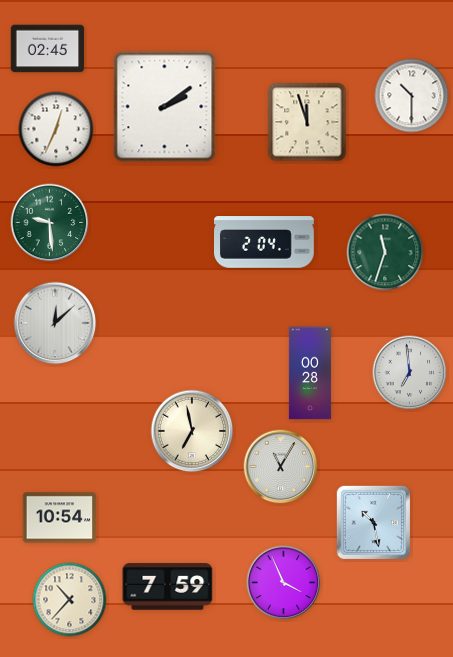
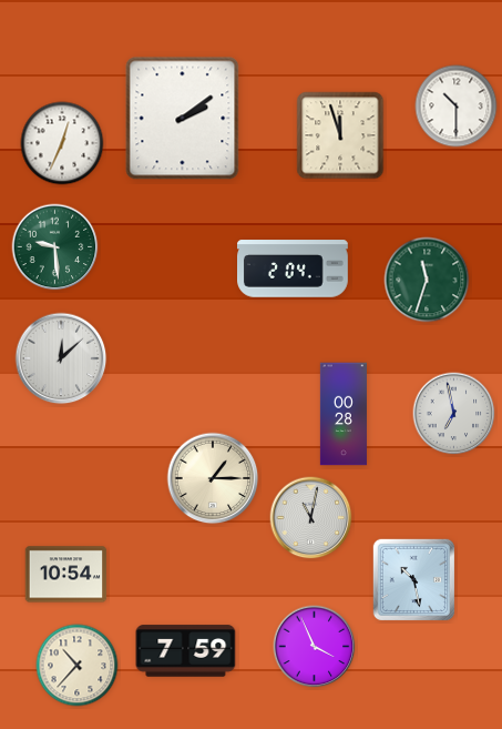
clock at (48, 49): 02:45 -> none
clock at (410, 373): 6:59 -> 6:58
clock at (192, 431): 6:58 -> 1:15
clock at (281, 467): 11:05 -> 11:02
